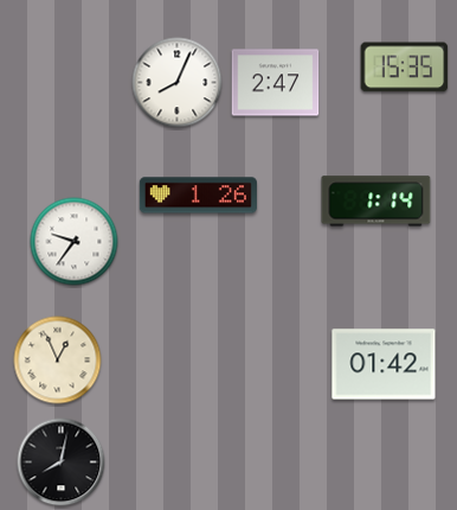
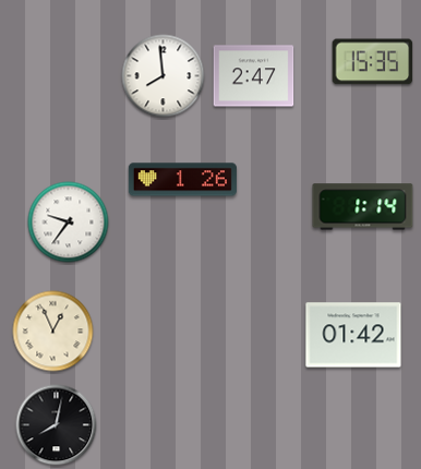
clock at (178, 83): 8:04 -> 7:59
clock at (376, 202) position: (376, 202) -> (363, 207)
